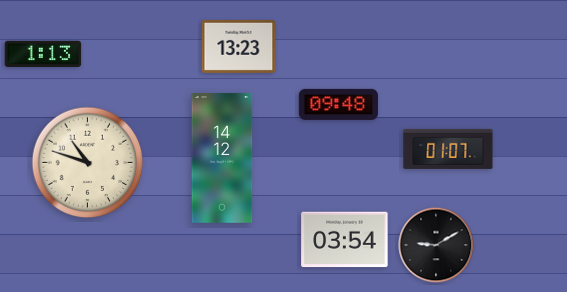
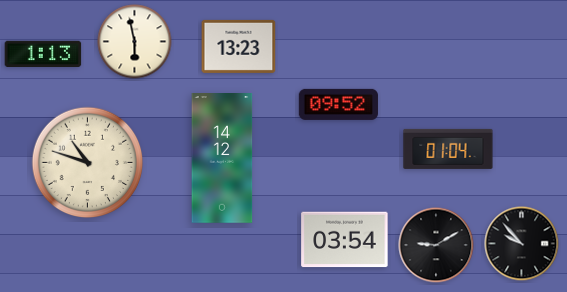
clock at (135, 42): none -> 5:58
clock at (338, 104): 09:48 -> 09:52
clock at (448, 149): 01:07 -> 01:04
clock at (522, 244): none -> 9:53
